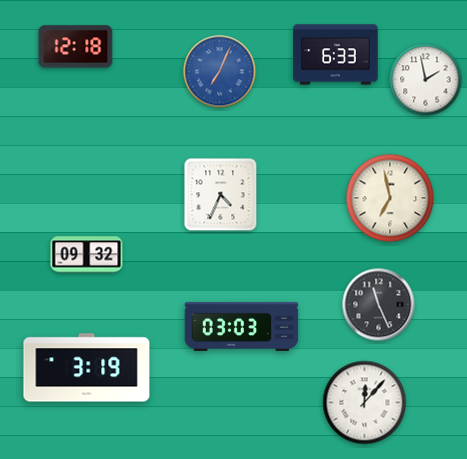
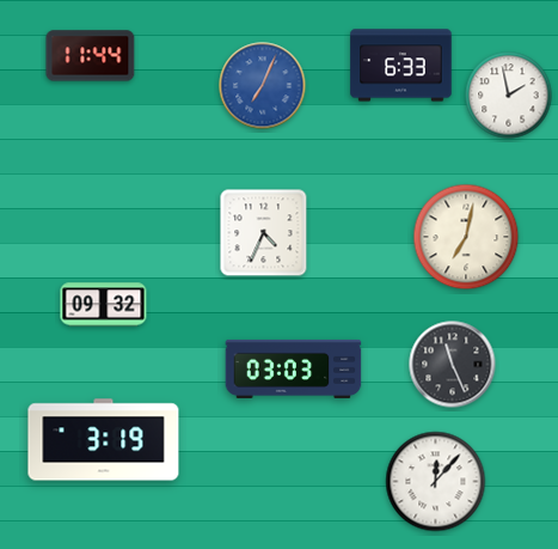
clock at (76, 47): 12:18 -> 11:44
clock at (390, 198): 6:58 -> 7:02
clock at (242, 326) position: (242, 326) -> (294, 368)
